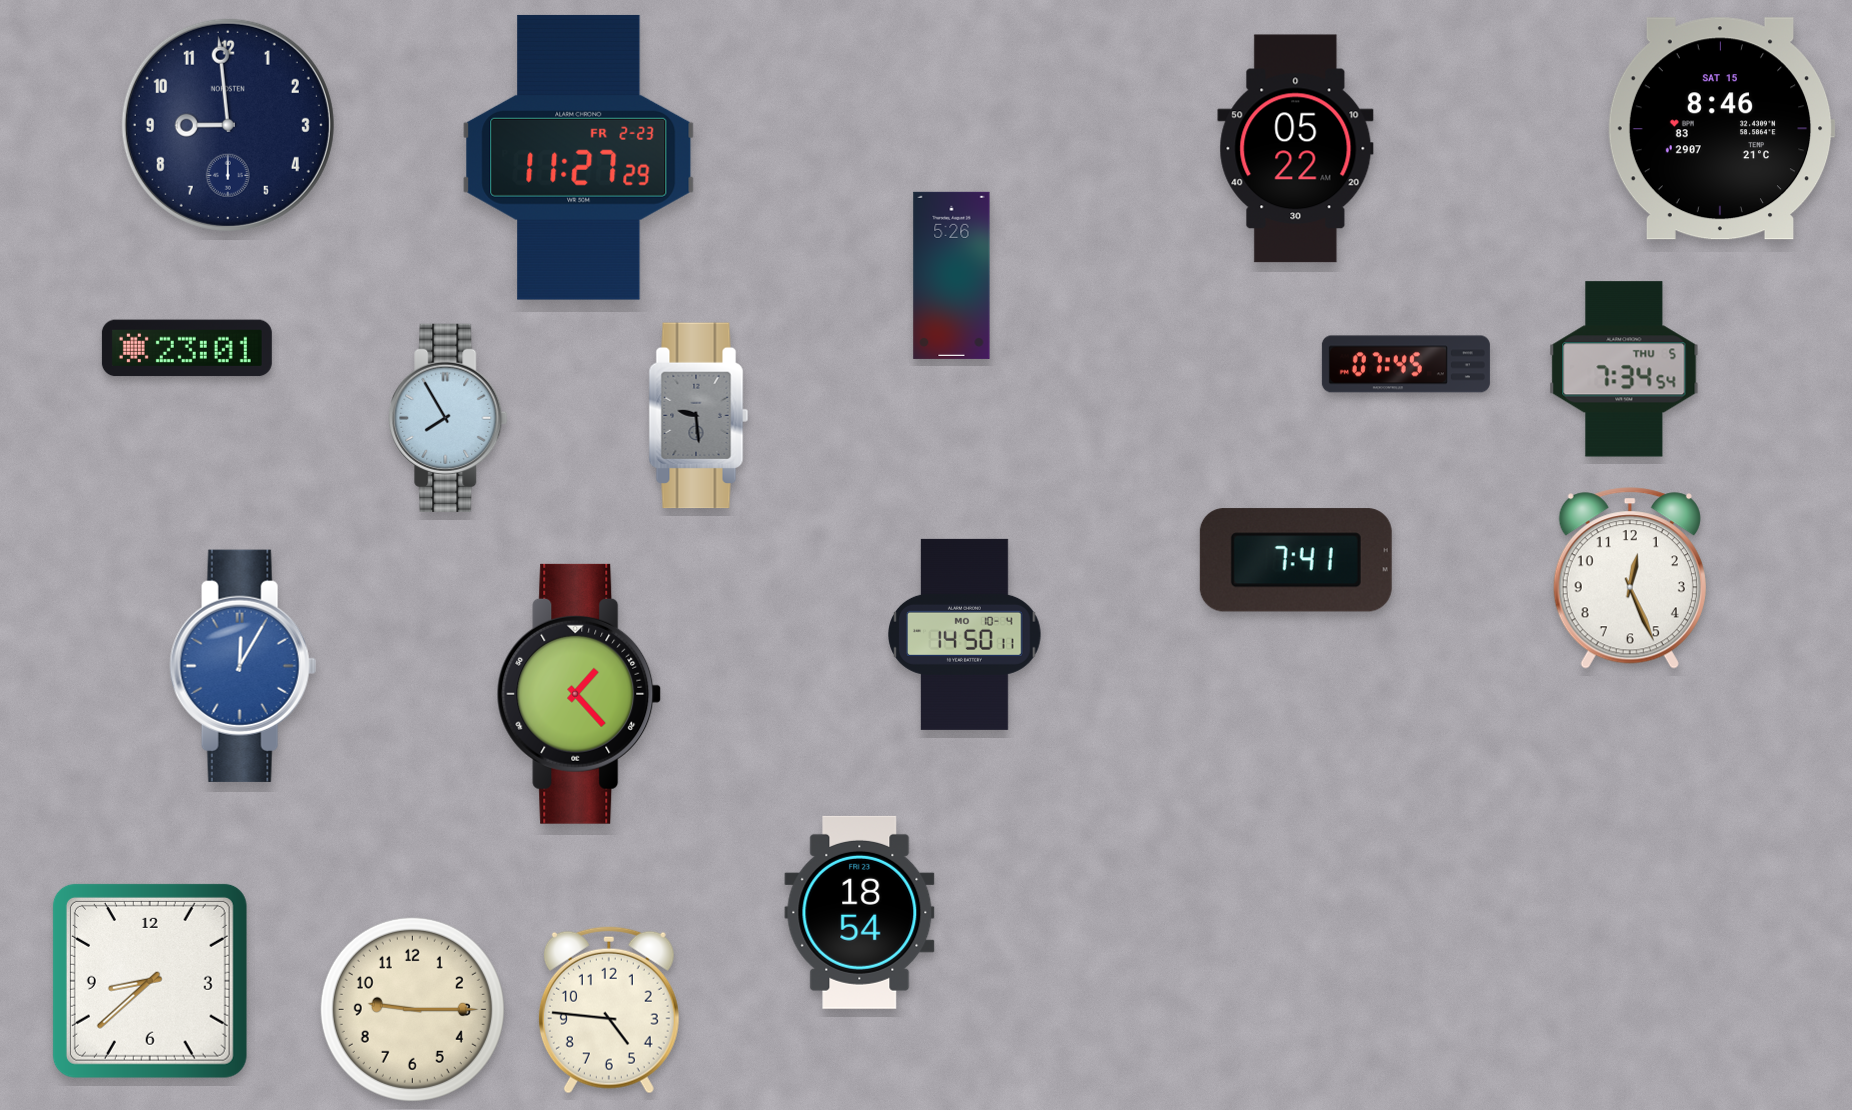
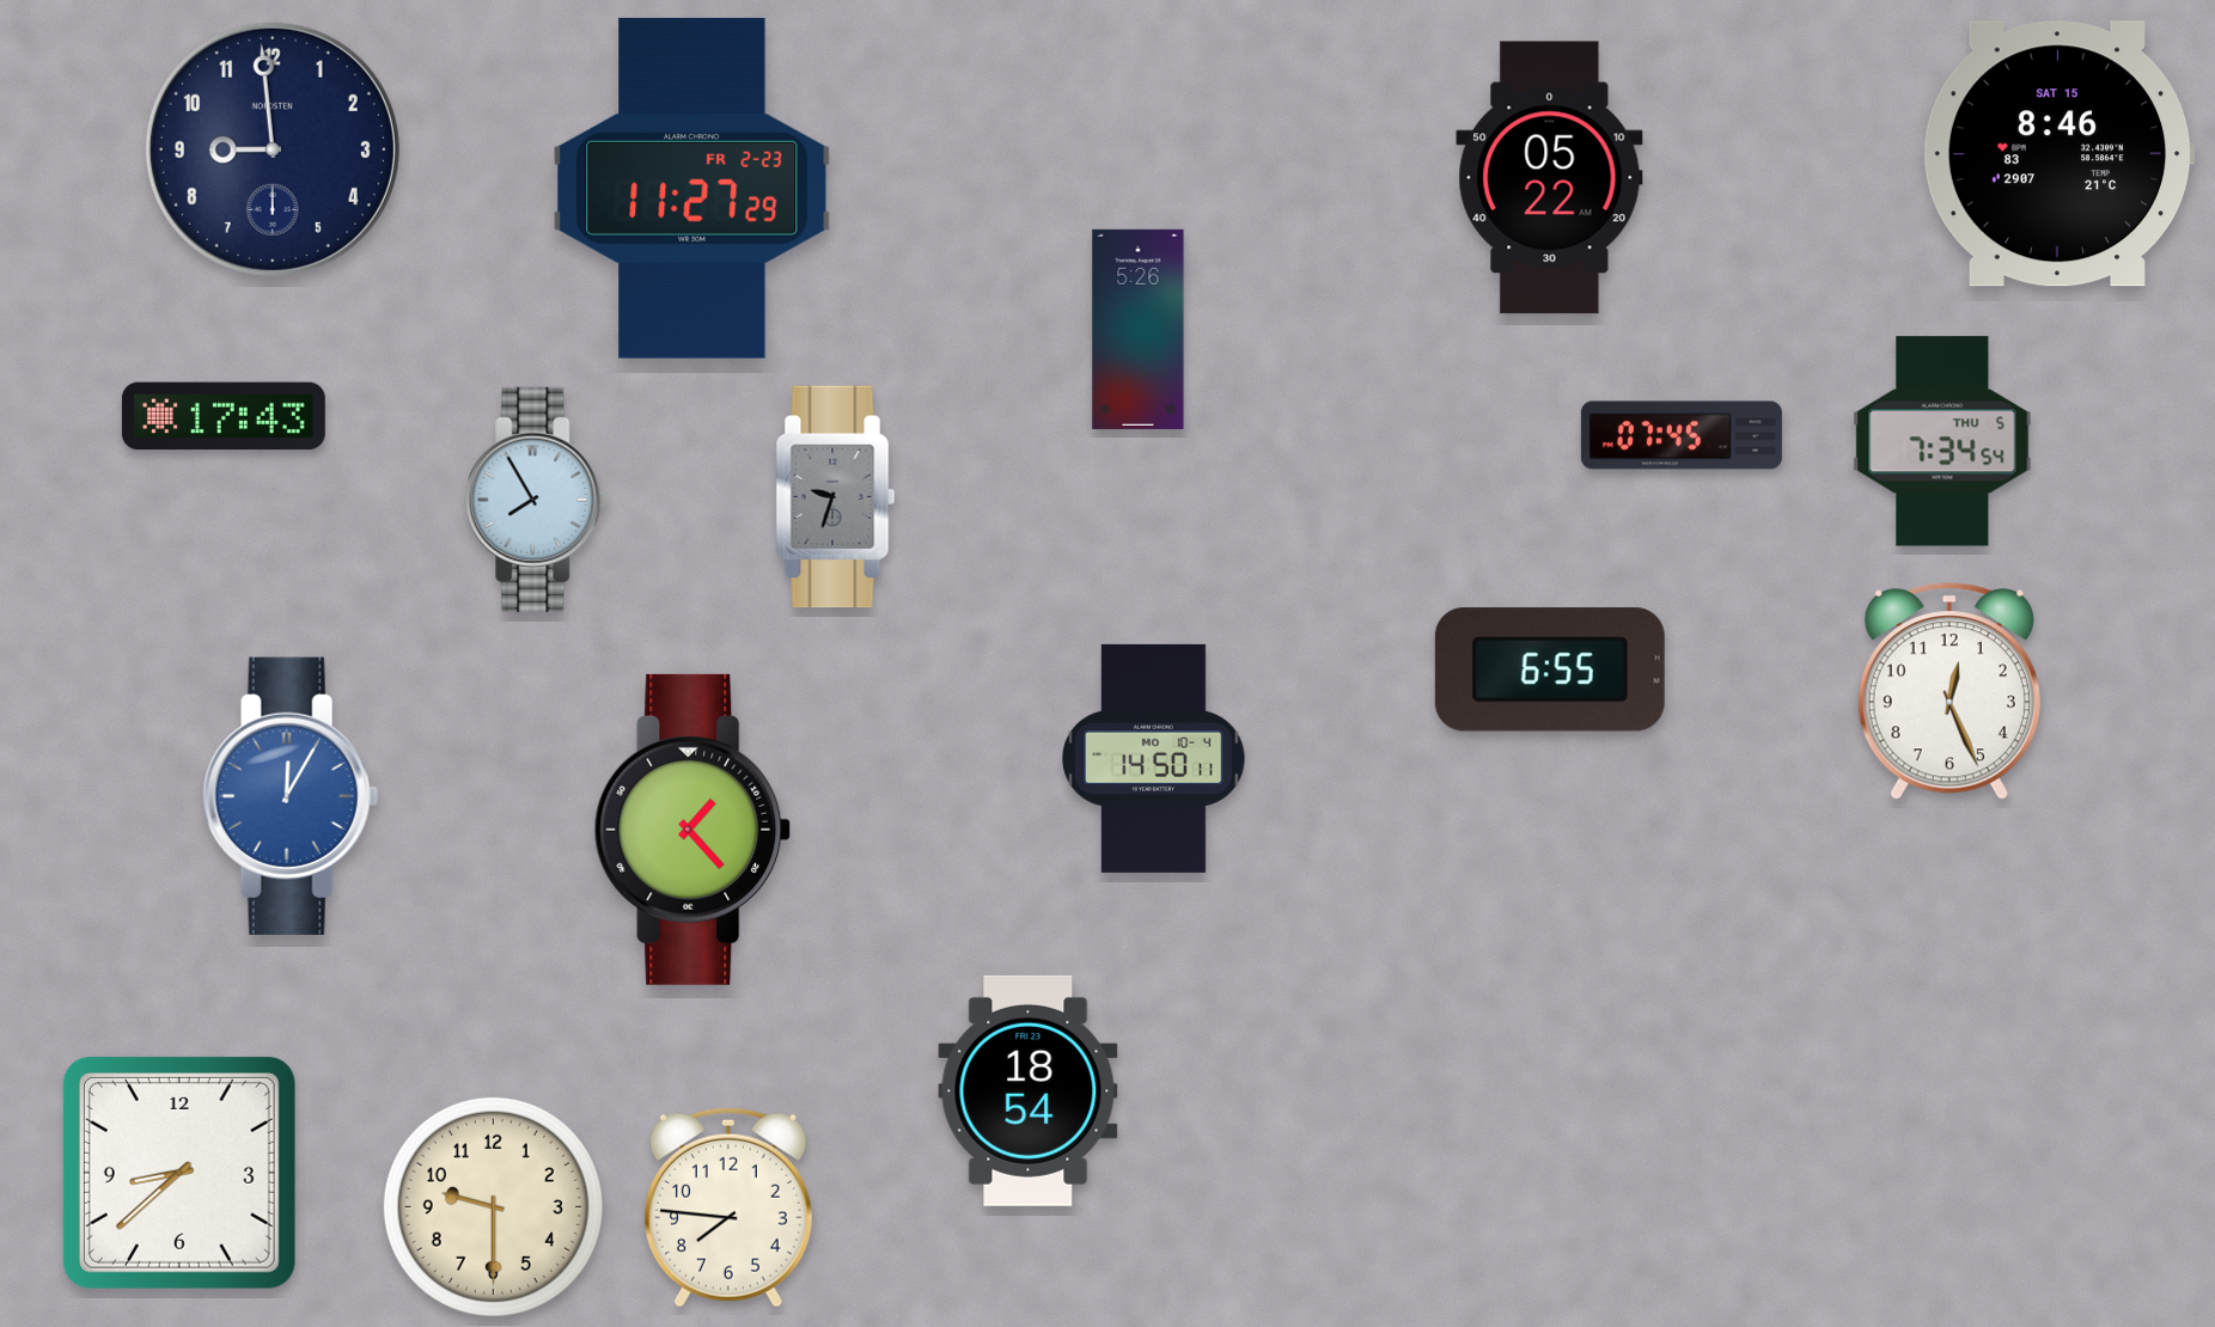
clock at (187, 348): 23:01 -> 17:43
clock at (699, 416): 9:29 -> 9:33
clock at (1296, 560): 7:41 -> 6:55
clock at (412, 1009): 9:15 -> 9:30
clock at (609, 1010): 4:46 -> 7:46
